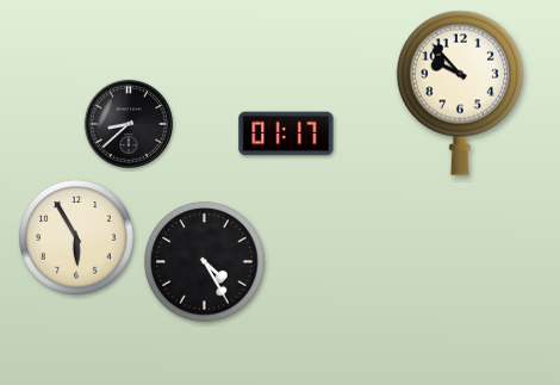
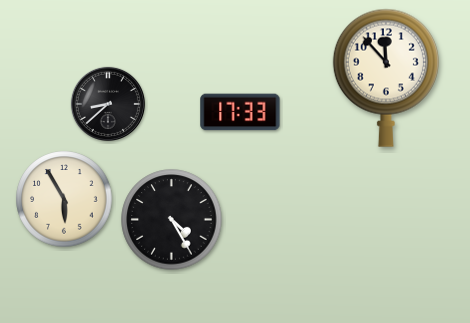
clock at (460, 93): 9:53 -> 11:53
clock at (286, 133): 01:17 -> 17:33
